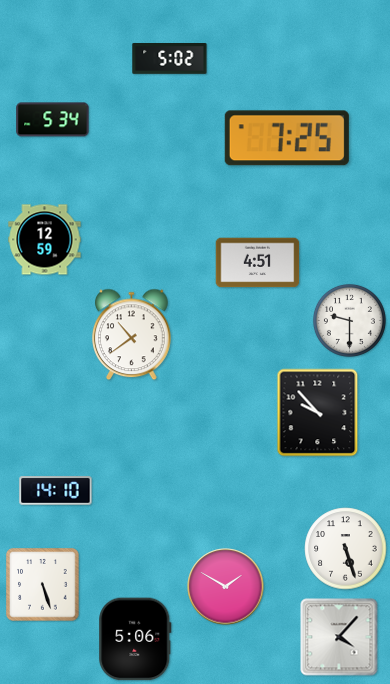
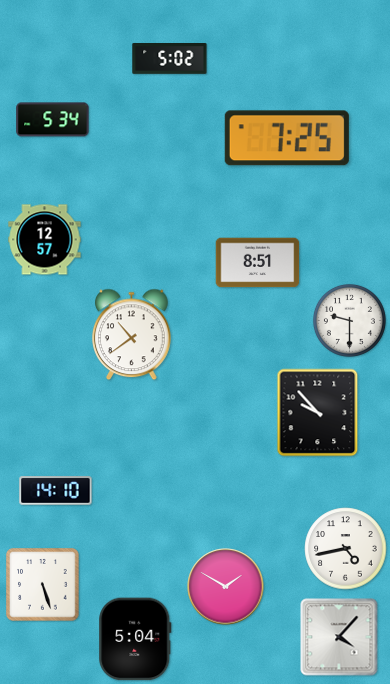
clock at (45, 240): 12:59 -> 12:57
clock at (258, 263): 4:51 -> 8:51
clock at (346, 549): 5:27 -> 4:43
clock at (135, 639): 5:06 -> 5:04
